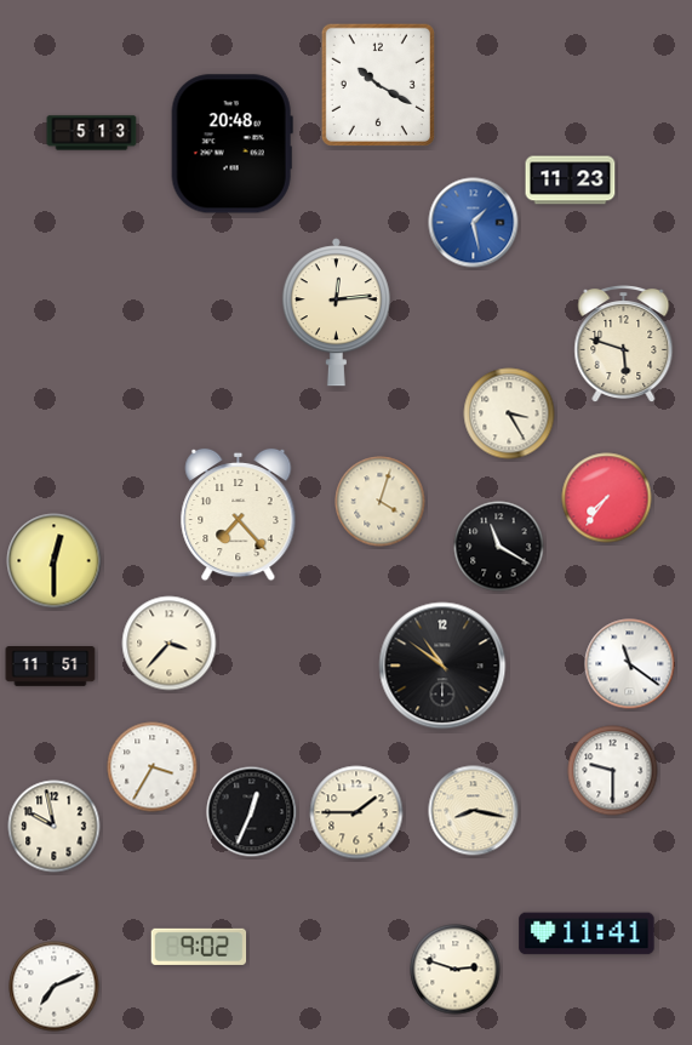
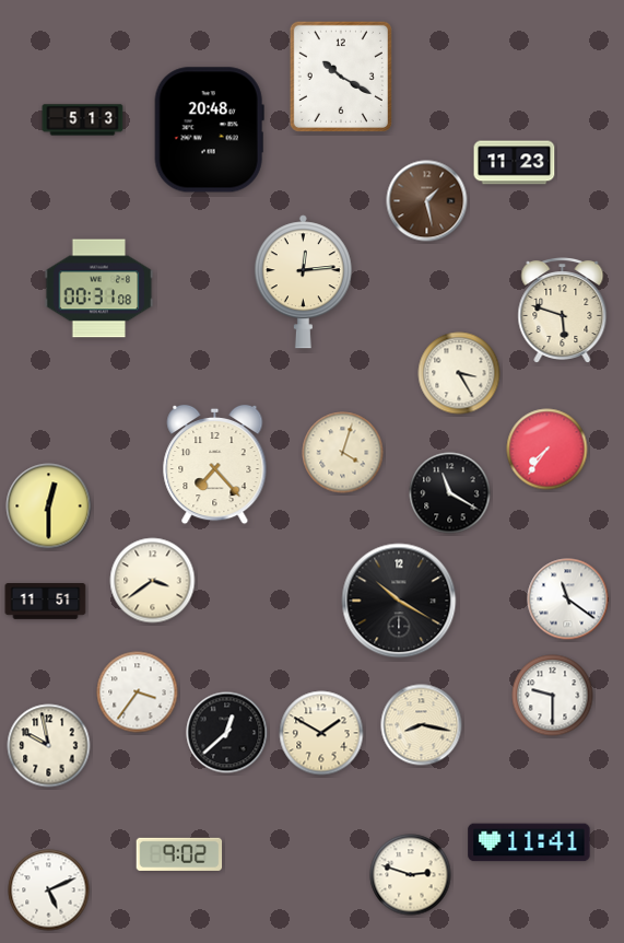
clock at (474, 223) dial: blue -> brown
clock at (99, 289): none -> 00:31
clock at (170, 644): 3:37 -> 3:39
clock at (442, 666): 10:51 -> 10:20
clock at (153, 767): 3:35 -> 3:36
clock at (474, 811) position: (474, 811) -> (422, 725)
clock at (252, 812): 12:34 -> 12:38
clock at (356, 812): 1:45 -> 1:50
clock at (55, 987): 7:11 -> 5:11
